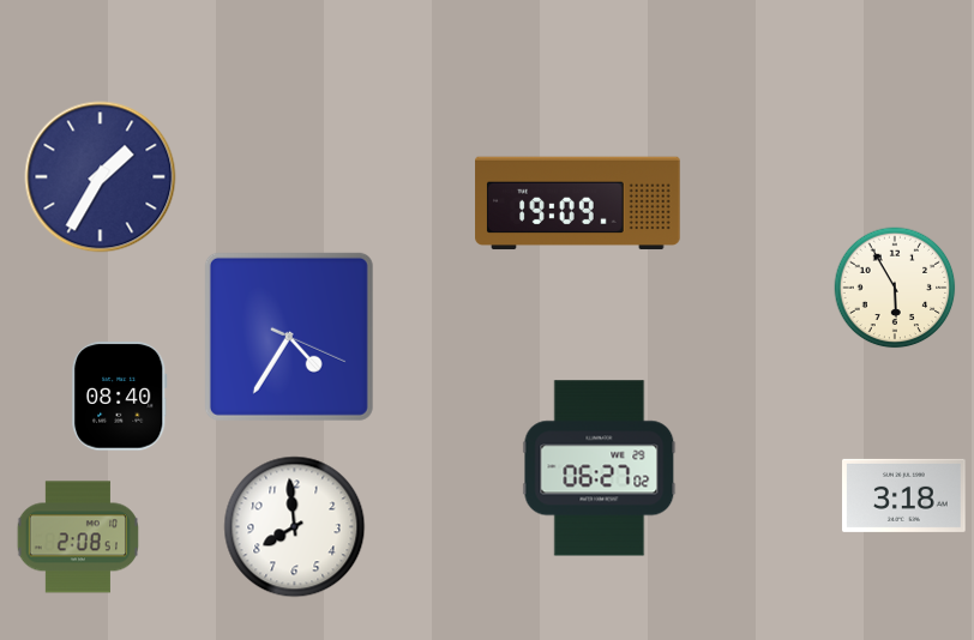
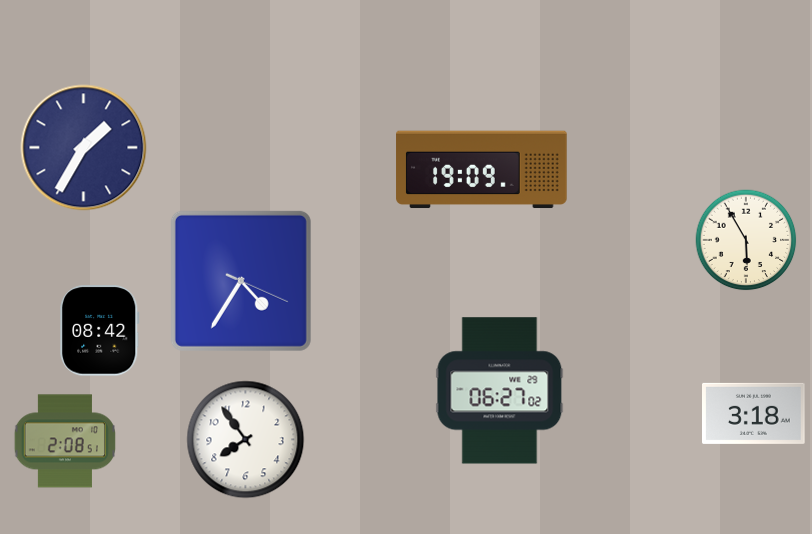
clock at (120, 397): 08:40 -> 08:42
clock at (295, 527): 7:59 -> 7:54
clock at (78, 537) position: (78, 537) -> (65, 441)
